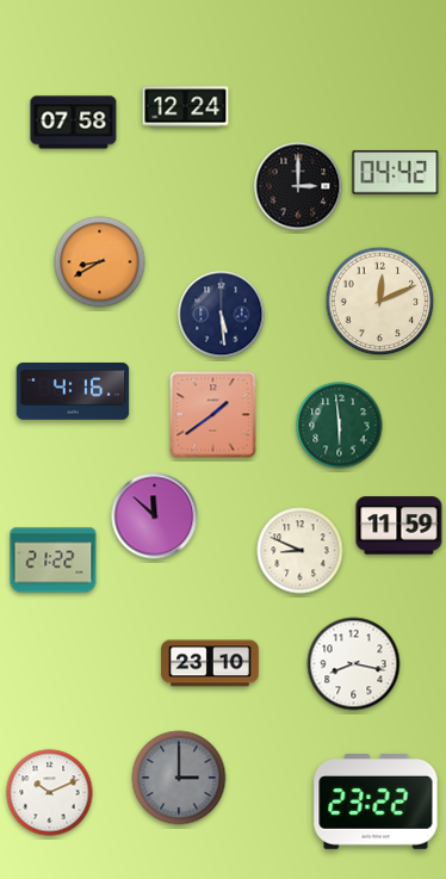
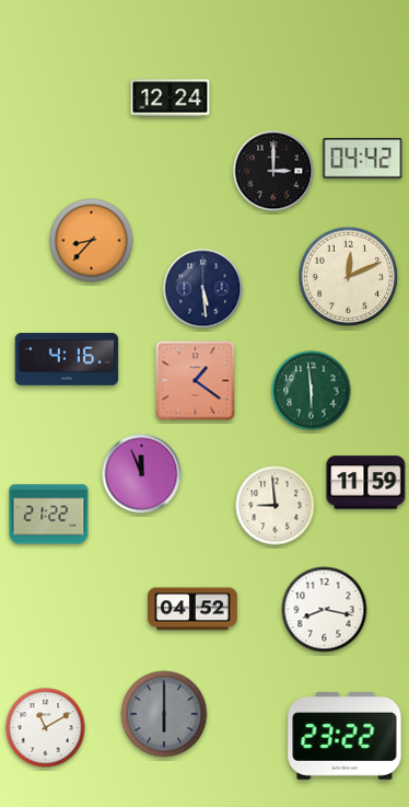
clock at (74, 123): 07:58 -> none
clock at (100, 262): 8:40 -> 8:37
clock at (213, 415): 1:39 -> 1:21
clock at (155, 516): 11:52 -> 11:56
clock at (301, 551): 8:49 -> 8:59
clock at (210, 663): 23:10 -> 04:52
clock at (179, 778): 3:00 -> 6:00
clock at (50, 793): 10:11 -> 11:10
